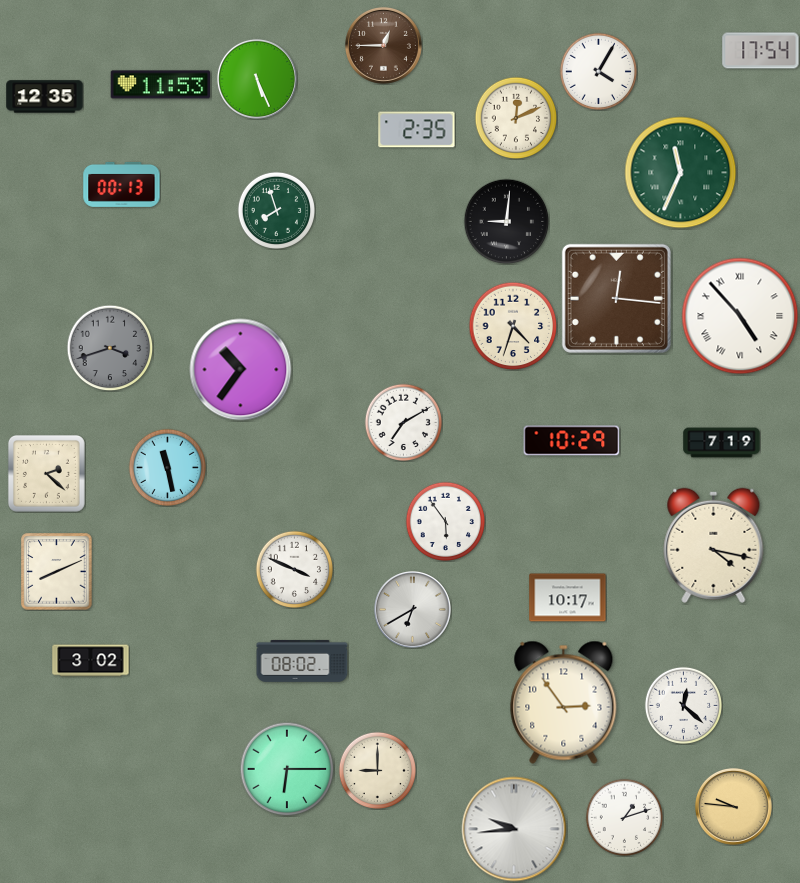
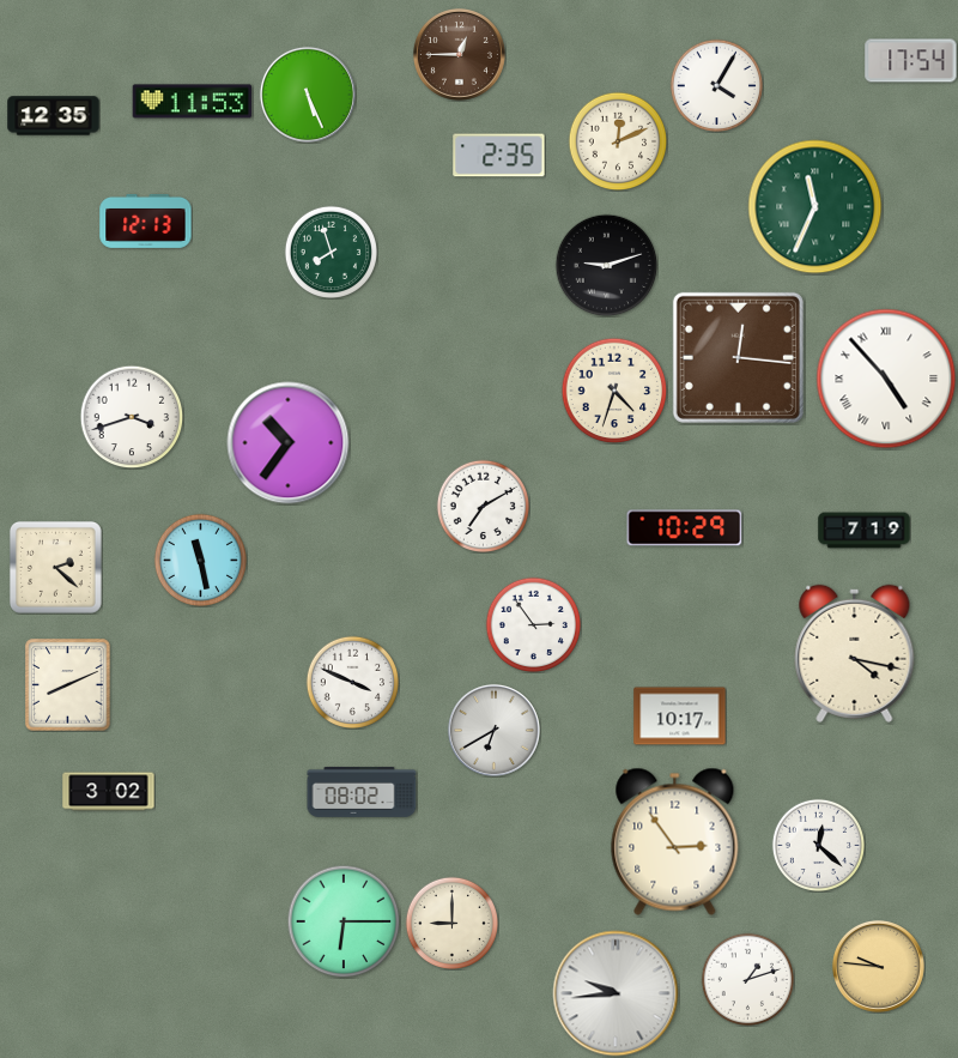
clock at (122, 184): 00:13 -> 12:13
clock at (506, 221): 9:01 -> 9:12
clock at (110, 348) dial: grey -> white
clock at (445, 521): 5:54 -> 2:54
